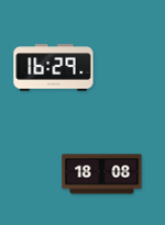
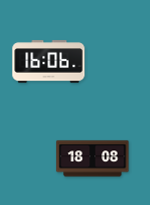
clock at (54, 68): 16:29 -> 16:06
